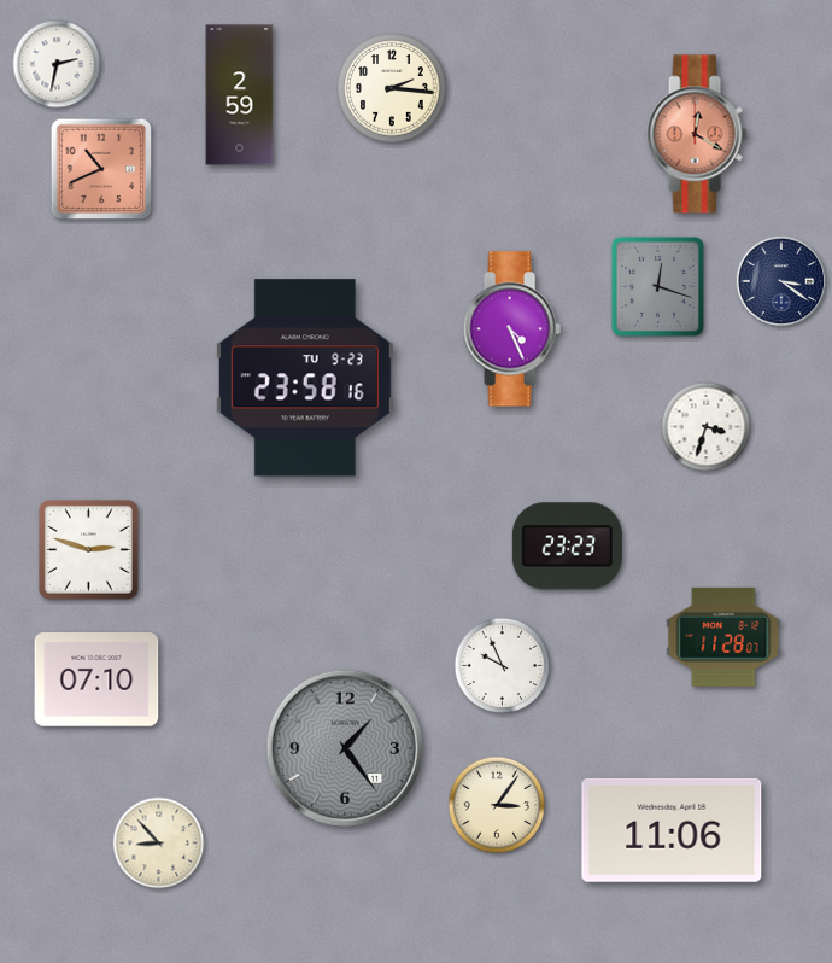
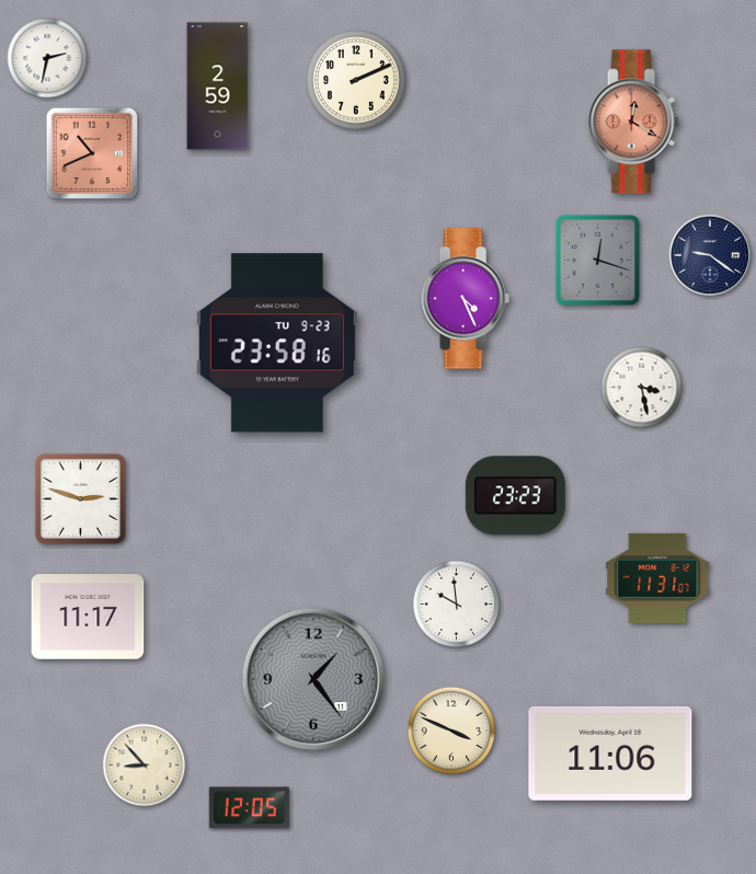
clock at (57, 64) position: (57, 64) -> (47, 58)
clock at (392, 88): 2:16 -> 2:11
clock at (781, 281): 3:21 -> 9:21
clock at (707, 427): 3:33 -> 3:28
clock at (723, 637): 11:28 -> 11:31
clock at (503, 666): 9:56 -> 9:59
clock at (96, 679): 07:10 -> 11:17
clock at (497, 805): 3:06 -> 3:49
clock at (249, 808): none -> 12:05
